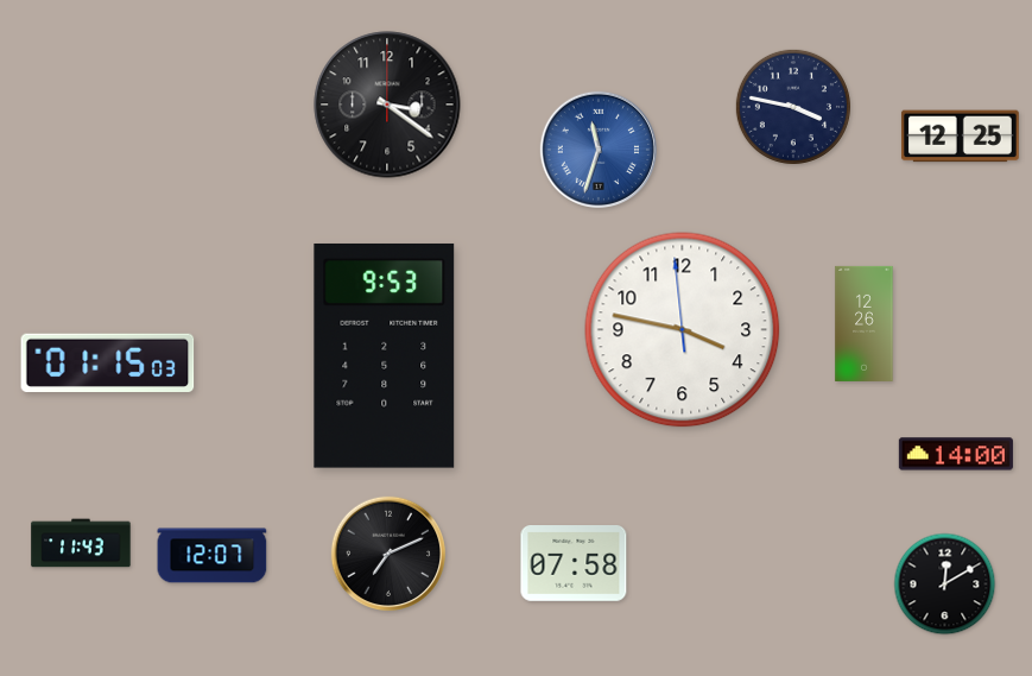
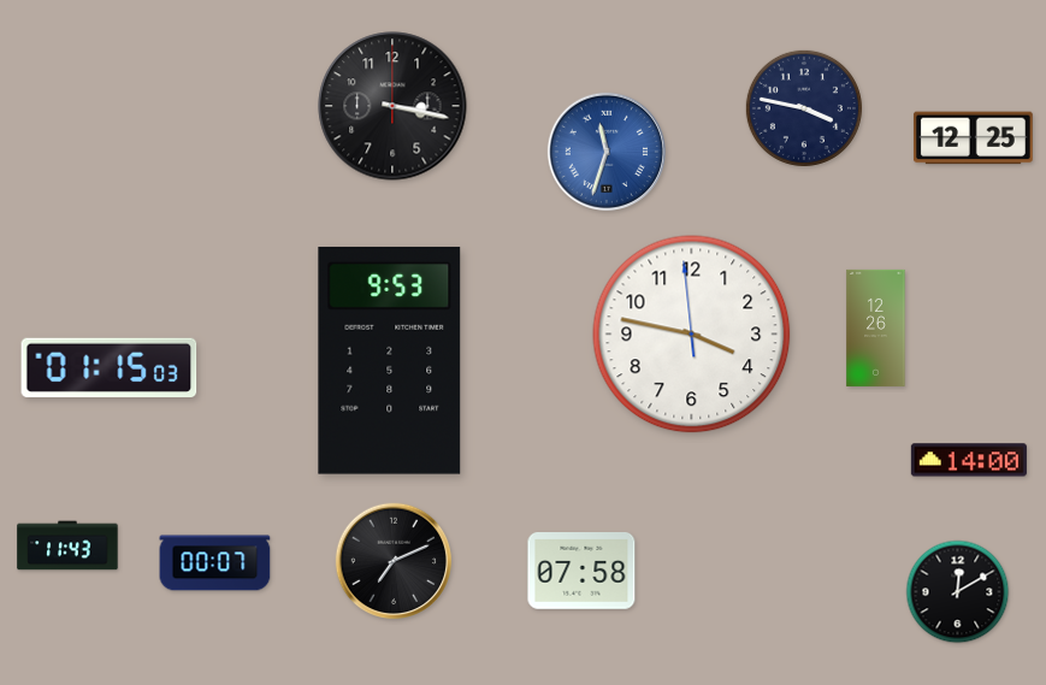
clock at (387, 105): 3:21 -> 3:17
clock at (81, 543) position: (81, 543) -> (67, 545)
clock at (213, 556): 12:07 -> 00:07
